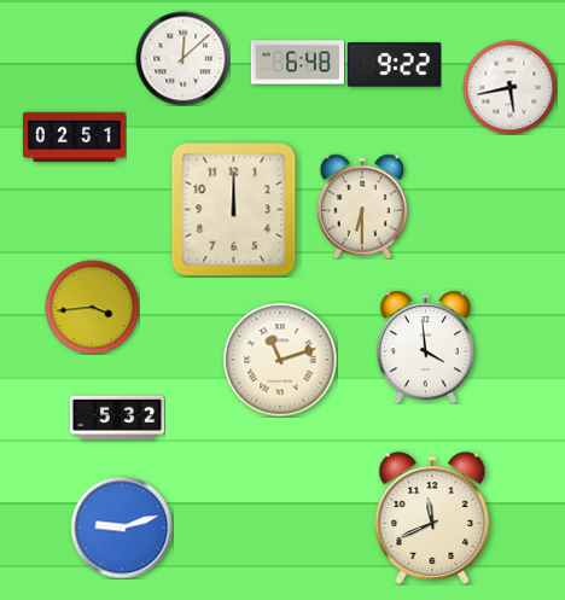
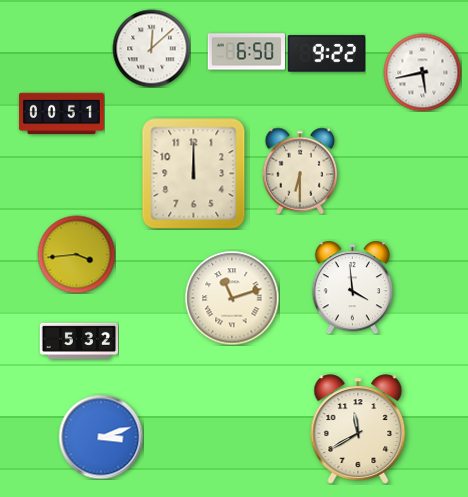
clock at (297, 63): 6:48 -> 6:50
clock at (74, 138): 02:51 -> 00:51
clock at (116, 418) position: (116, 418) -> (78, 341)
clock at (432, 518): 11:41 -> 11:40
clock at (122, 528): 9:12 -> 3:12
